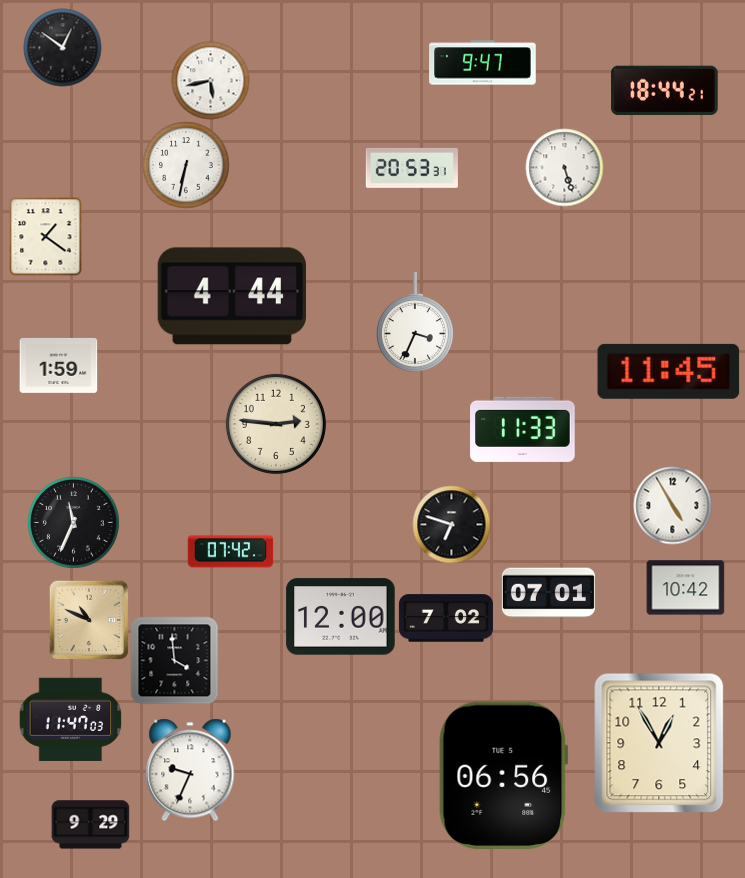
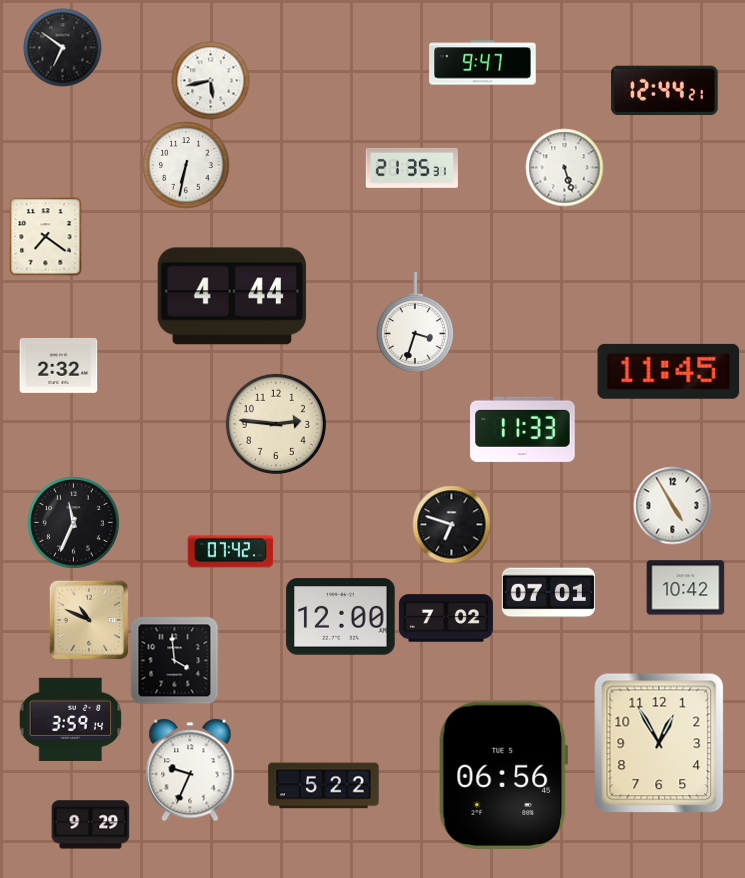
clock at (62, 47): 12:51 -> 6:51
clock at (665, 91): 18:44 -> 12:44
clock at (412, 168): 20:53 -> 21:35
clock at (46, 236): 1:21 -> 7:21
clock at (415, 322): 3:34 -> 3:33
clock at (58, 365): 1:59 -> 2:32
clock at (70, 719): 11:47 -> 3:59
clock at (324, 786): none -> 5:22
